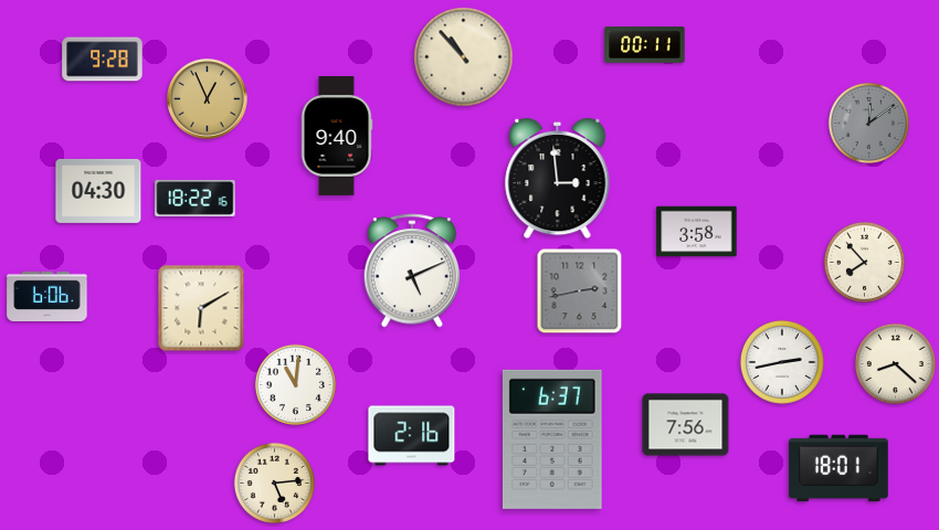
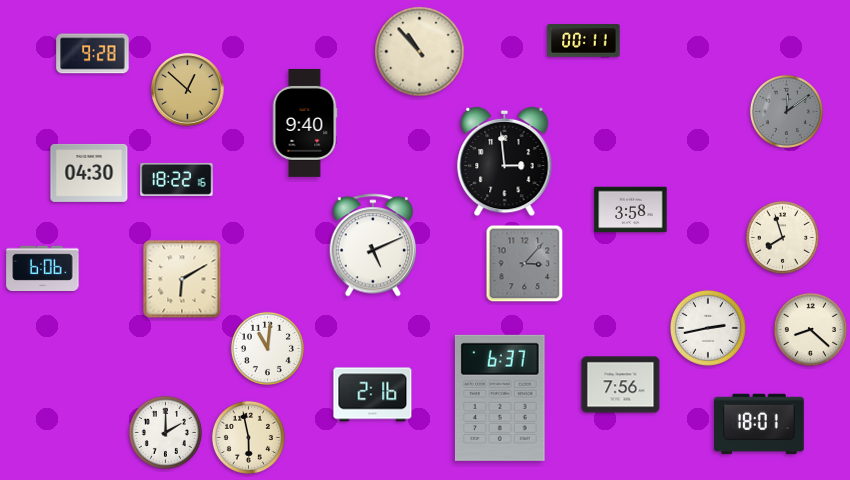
clock at (208, 99): 12:56 -> 12:52
clock at (864, 262): 7:53 -> 7:57
clock at (580, 291): 2:43 -> 3:07
clock at (165, 432): none -> 2:00
clock at (274, 483): 5:14 -> 5:58
